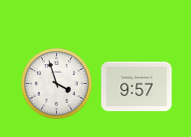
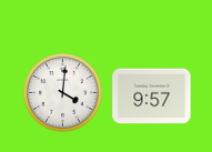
clock at (57, 84): 3:57 -> 4:01
